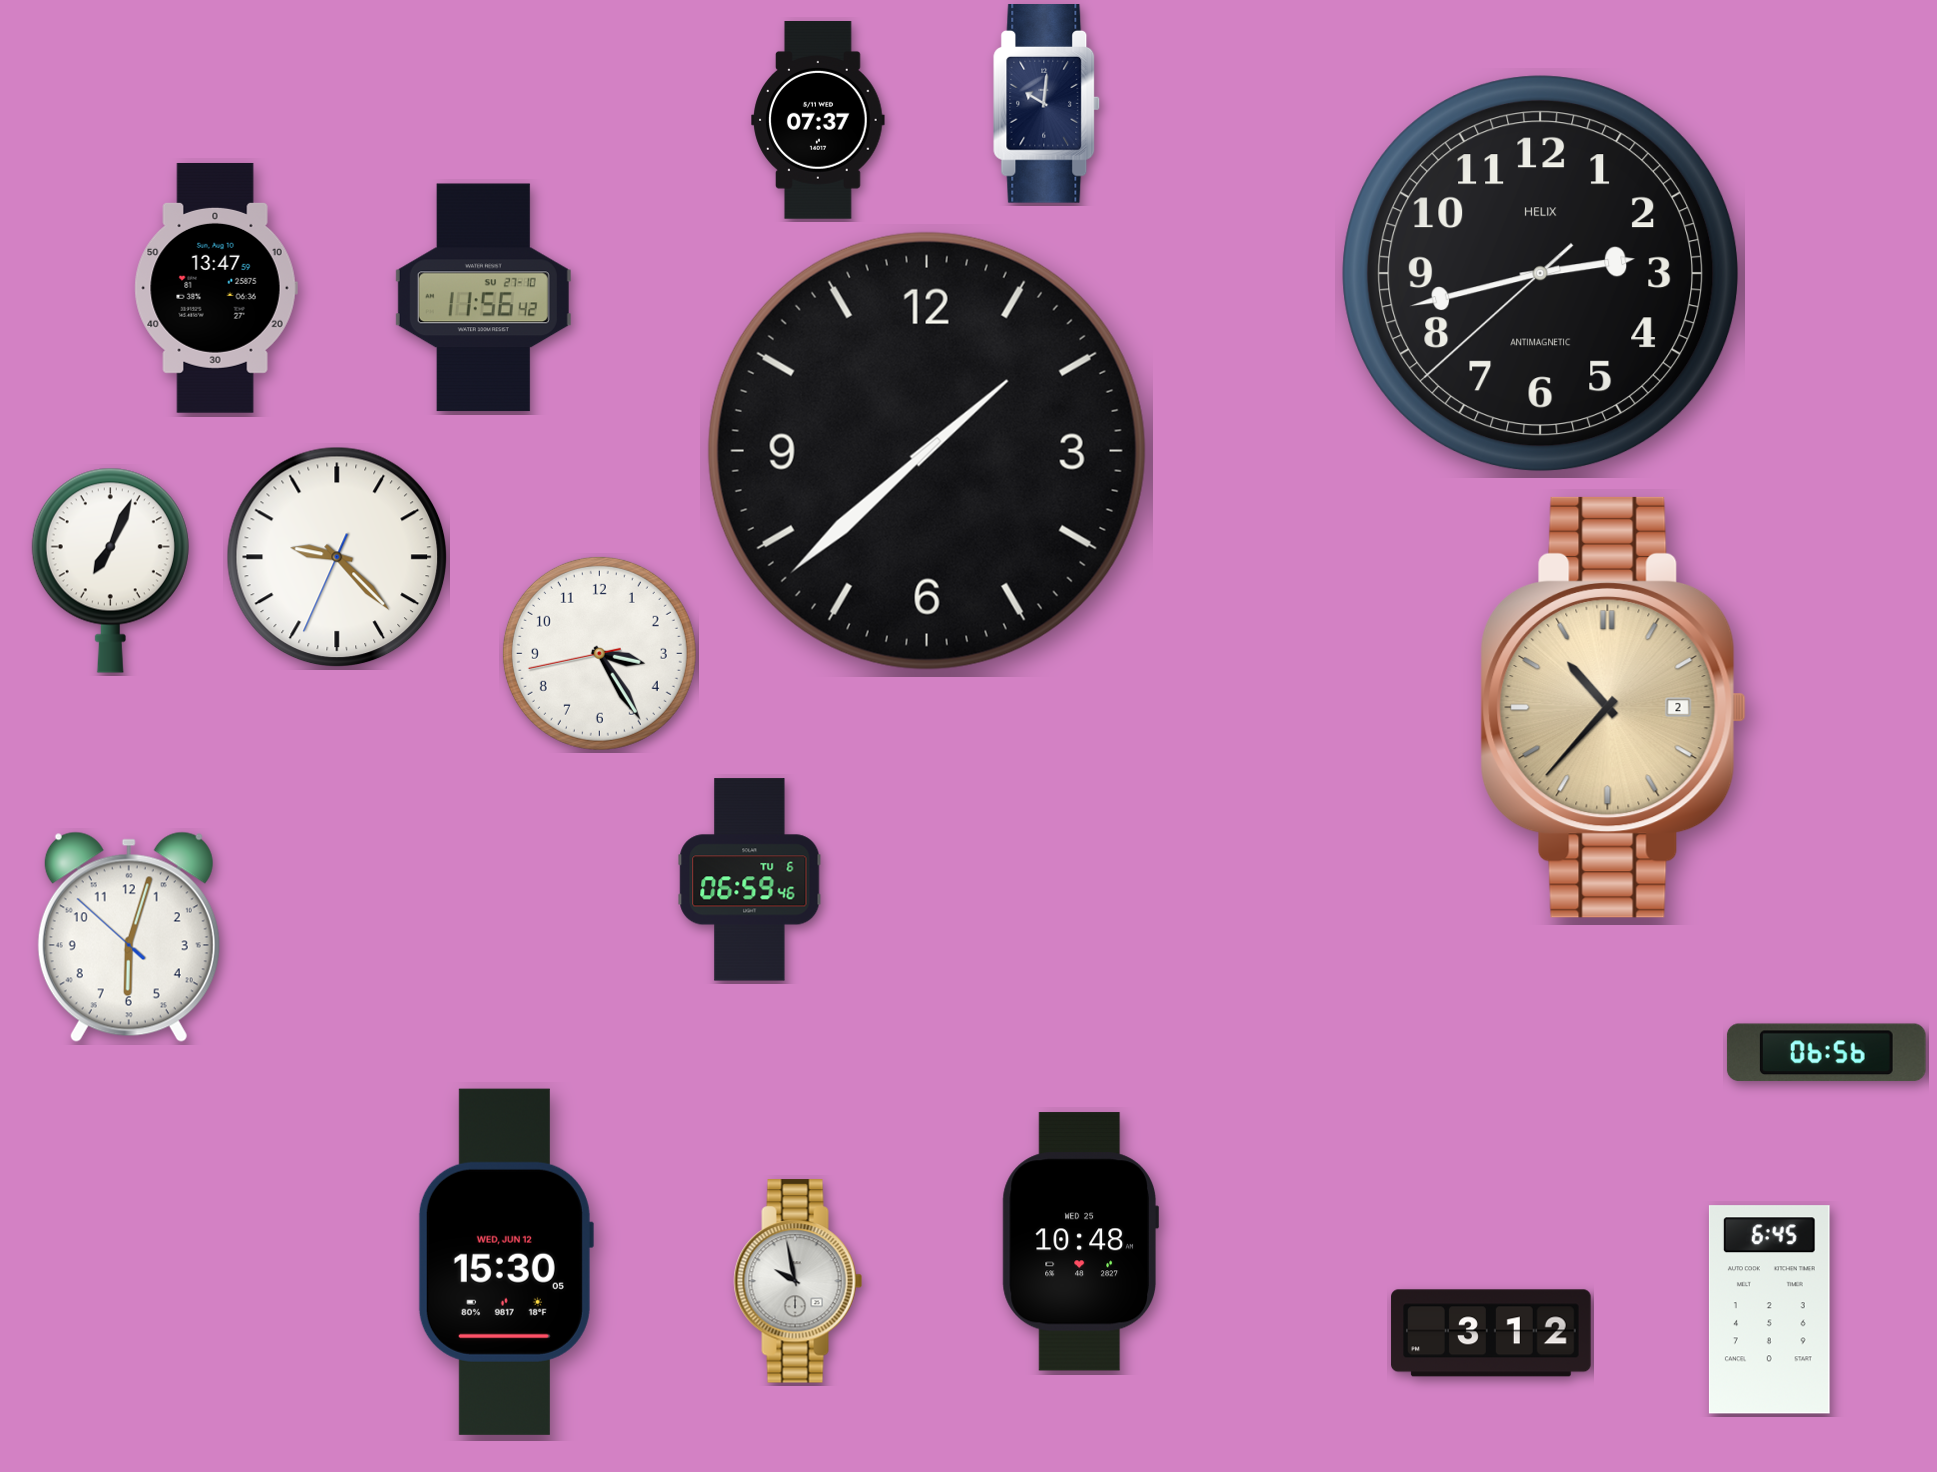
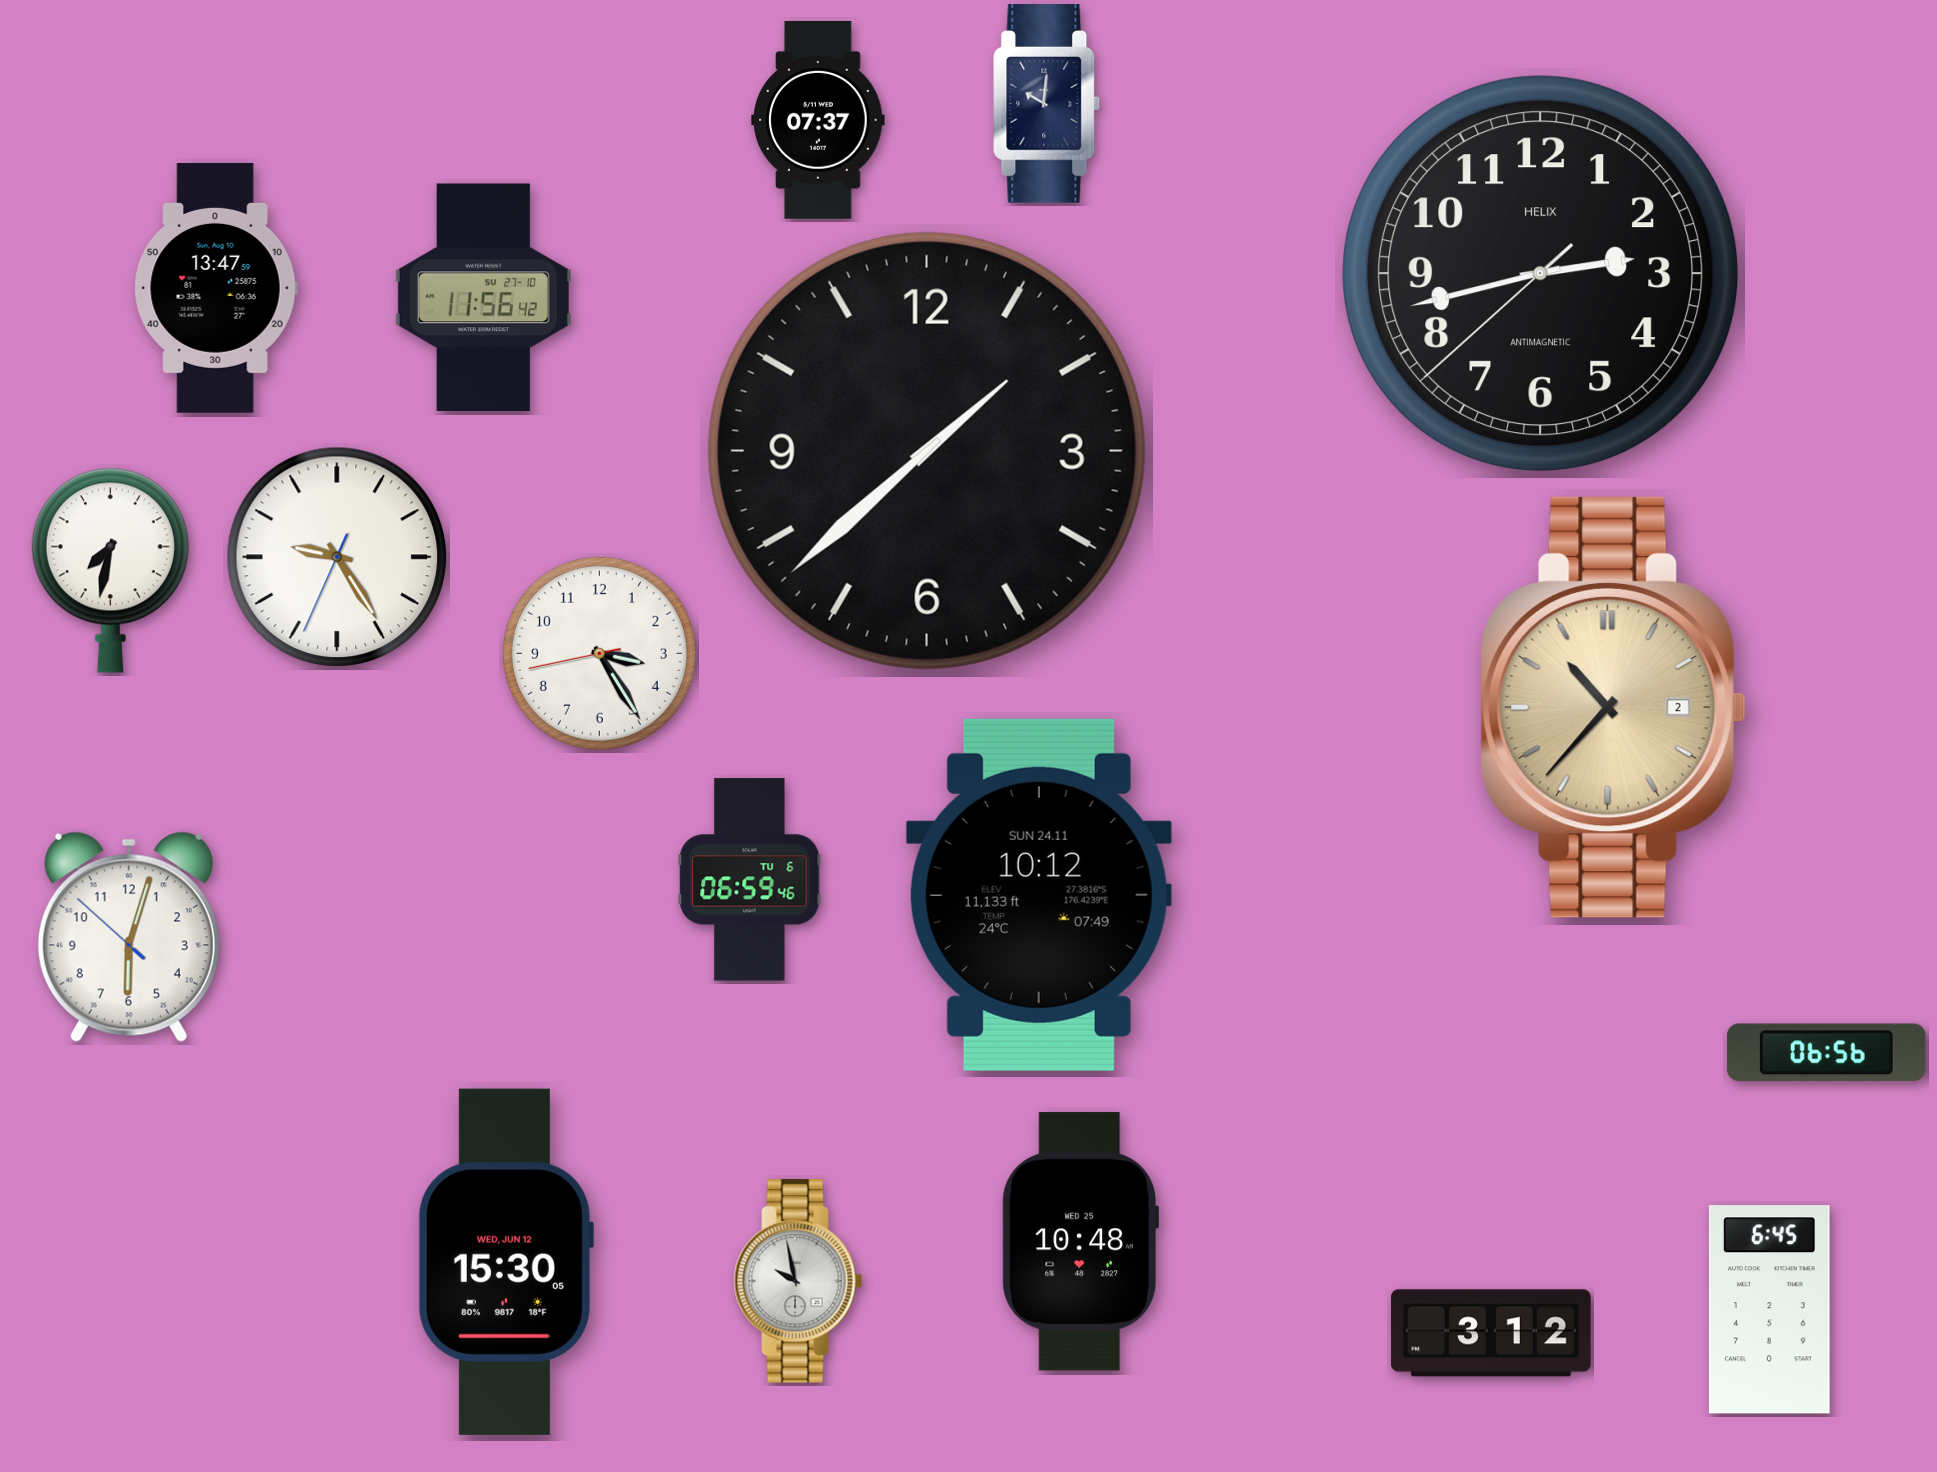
clock at (337, 557): 9:22 -> 9:24
clock at (110, 570): 7:04 -> 7:32
clock at (1039, 895): none -> 10:12
